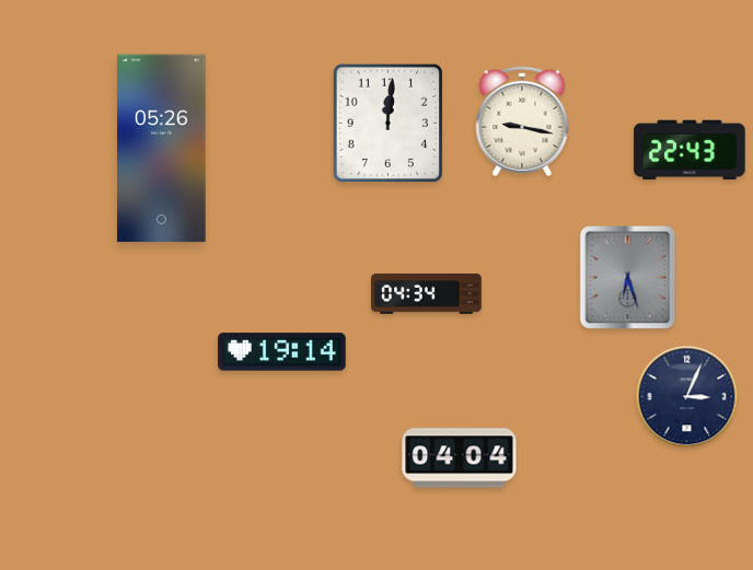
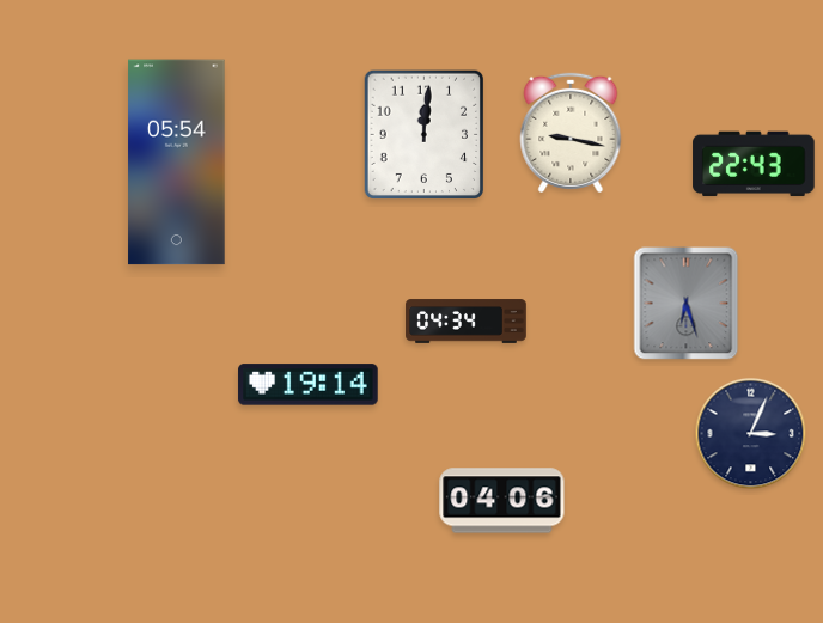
clock at (162, 149): 05:26 -> 05:54
clock at (460, 458): 04:04 -> 04:06
